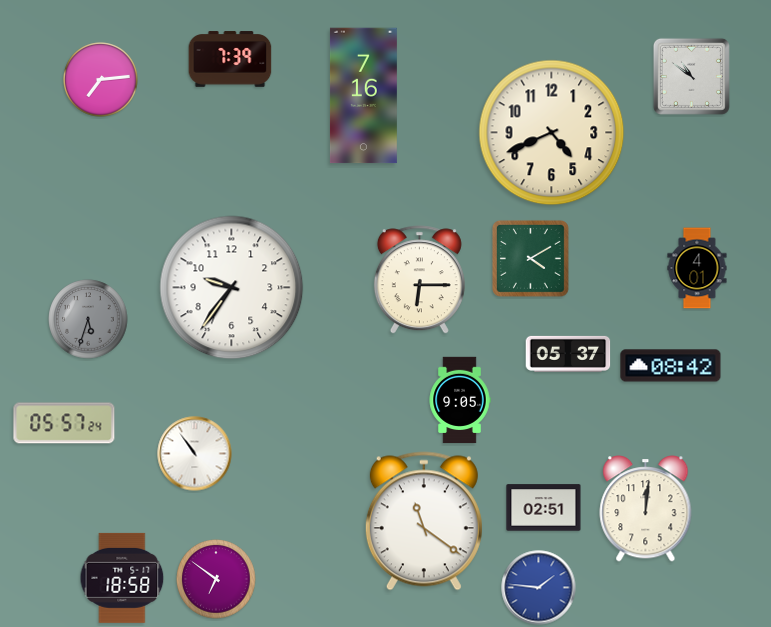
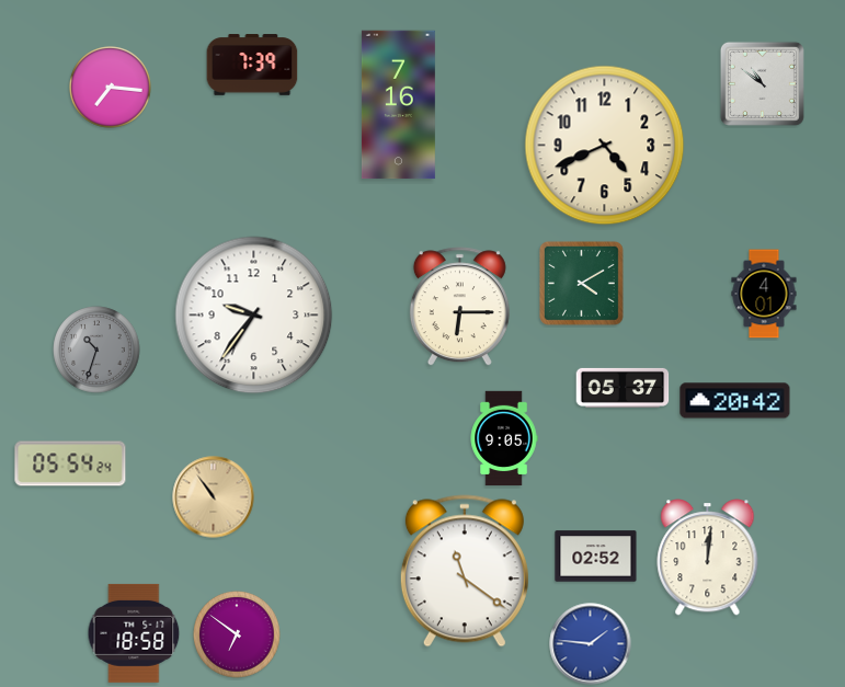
clock at (691, 76) position: (691, 76) -> (762, 83)
clock at (101, 80): 7:14 -> 7:16
clock at (88, 319): 5:33 -> 10:33
clock at (671, 366): 08:42 -> 20:42
clock at (64, 423): 05:57 -> 05:54
clock at (195, 454) dial: white -> champagne
clock at (544, 508): 02:51 -> 02:52
